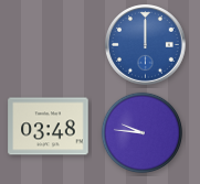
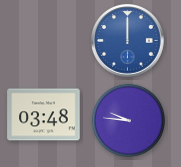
clock at (146, 45) position: (146, 45) -> (128, 41)
